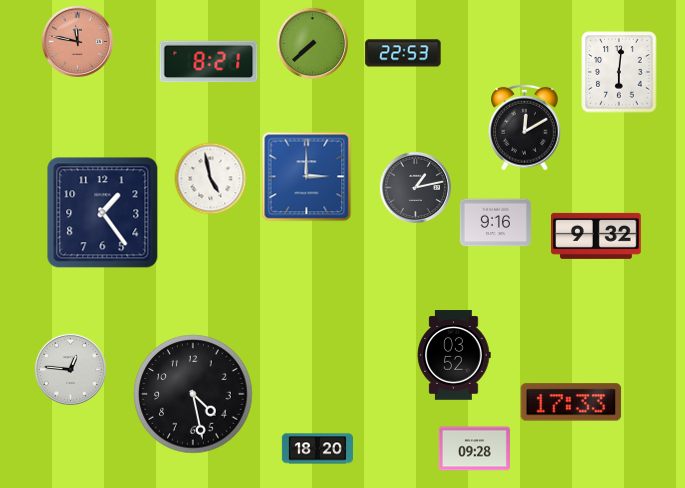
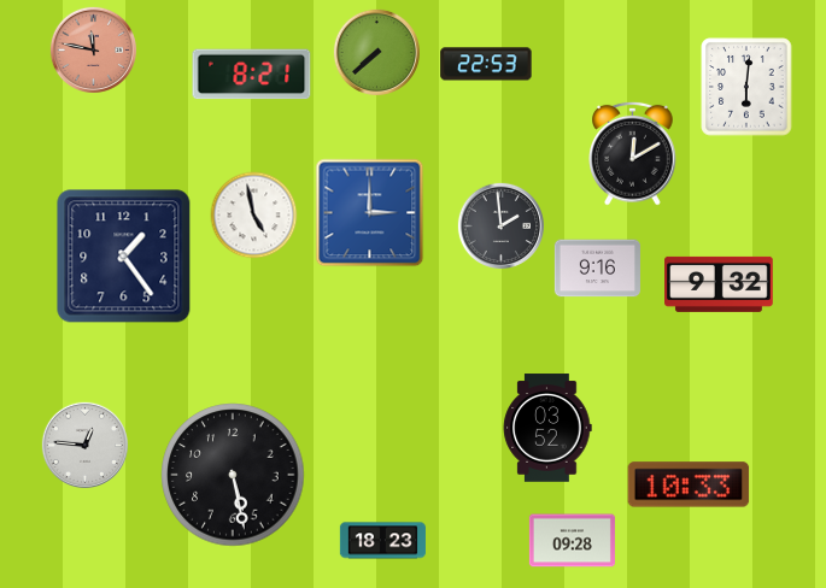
clock at (415, 187): 1:13 -> 1:59
clock at (193, 394): 4:28 -> 5:28
clock at (571, 402): 17:33 -> 10:33
clock at (317, 449): 18:20 -> 18:23
